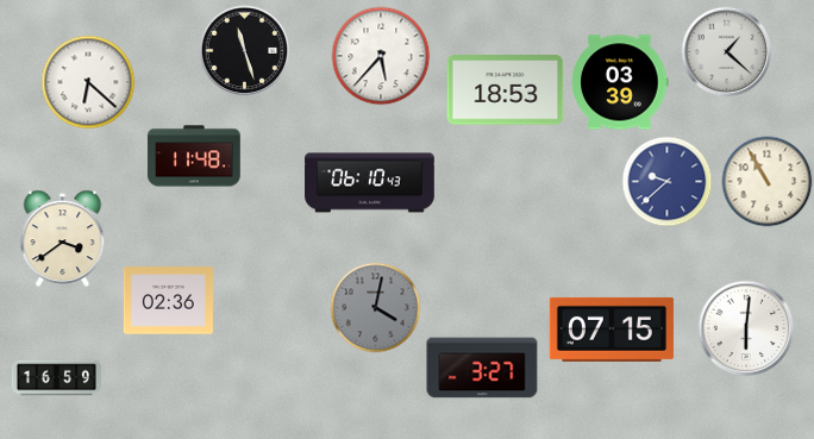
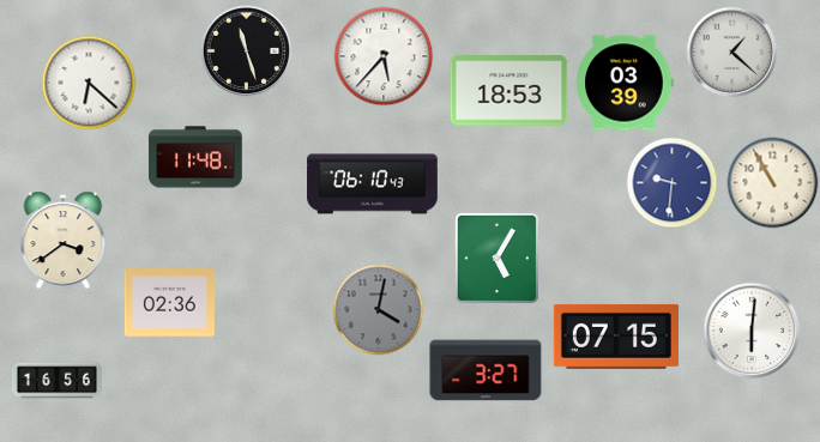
clock at (668, 182): 9:38 -> 9:31
clock at (496, 258): none -> 5:05
clock at (612, 330) position: (612, 330) -> (616, 337)
clock at (56, 378): 16:59 -> 16:56
